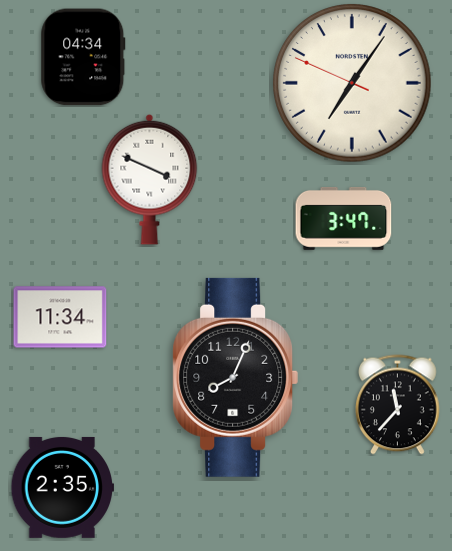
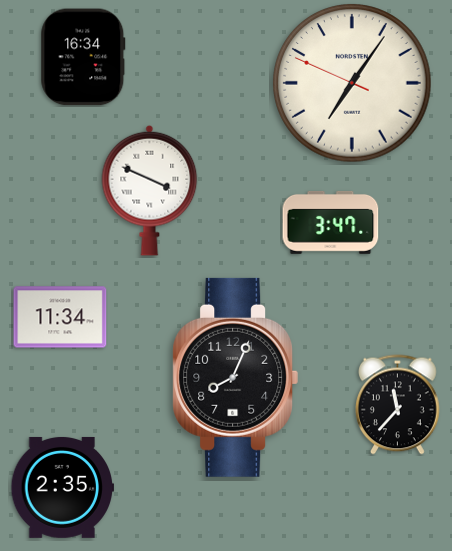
clock at (83, 57): 04:34 -> 16:34
clock at (150, 179) position: (150, 179) -> (150, 190)
clock at (344, 218) position: (344, 218) -> (331, 222)
